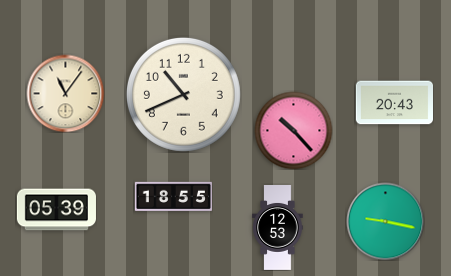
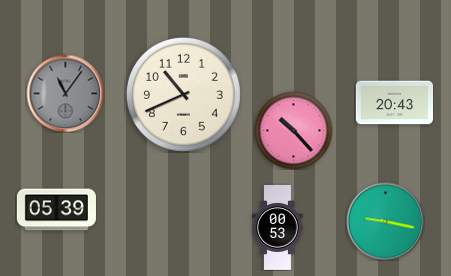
clock at (65, 93) dial: cream -> grey
clock at (173, 196): 18:55 -> none
clock at (278, 228): 12:53 -> 00:53
